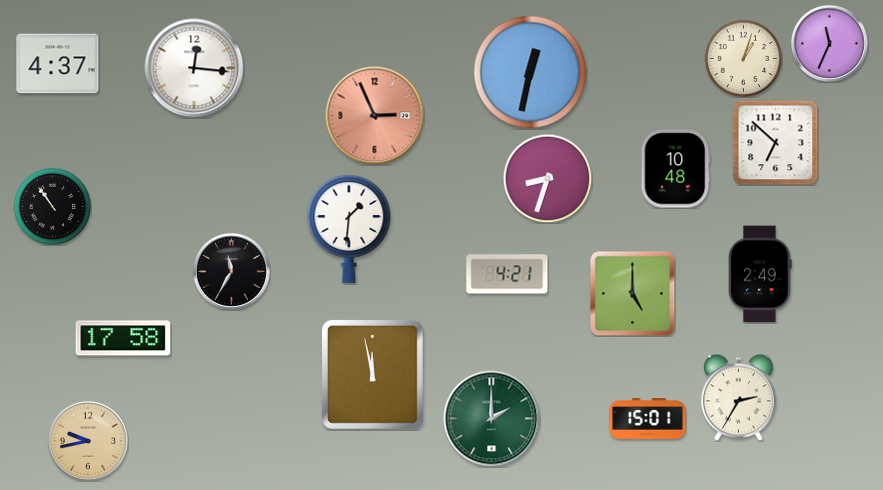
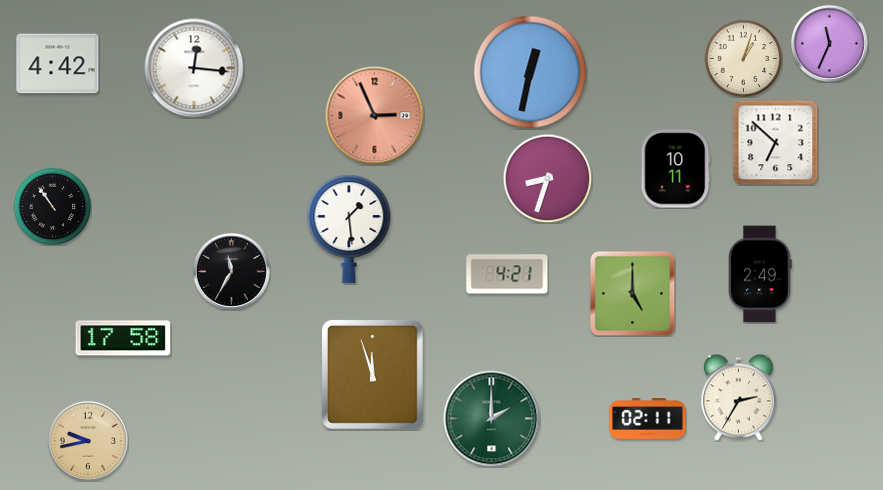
clock at (58, 64): 4:37 -> 4:42
clock at (676, 169): 10:48 -> 10:11
clock at (349, 229): 1:31 -> 1:29
clock at (372, 374): 11:58 -> 11:57
clock at (648, 419): 15:01 -> 02:11
